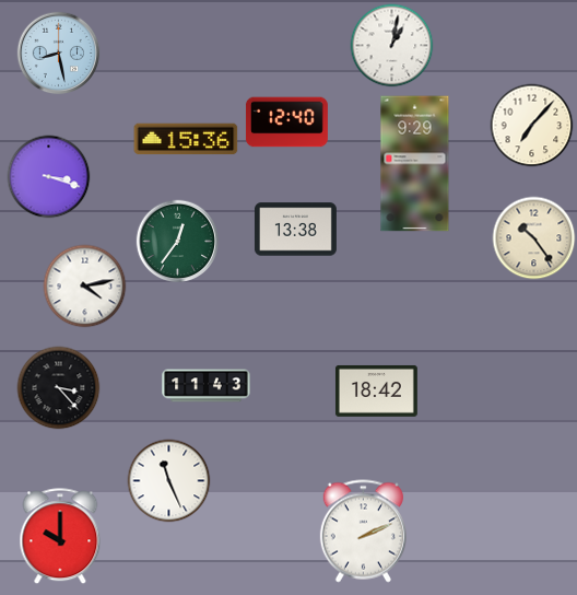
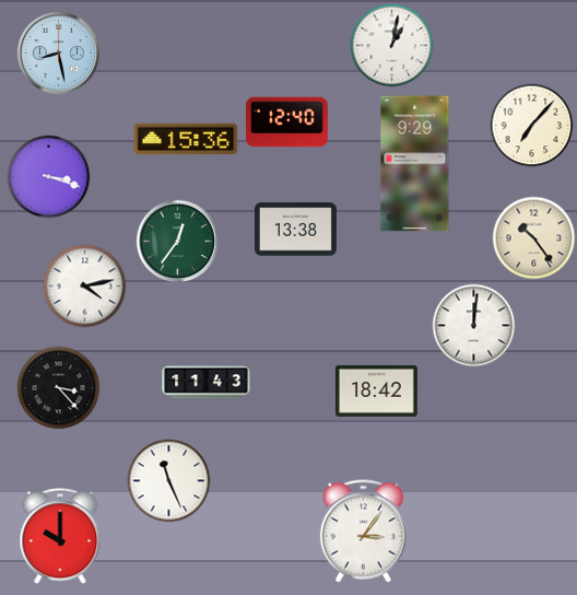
clock at (474, 326): none -> 12:01
clock at (207, 386) position: (207, 386) -> (207, 383)
clock at (363, 532): 2:11 -> 3:06
